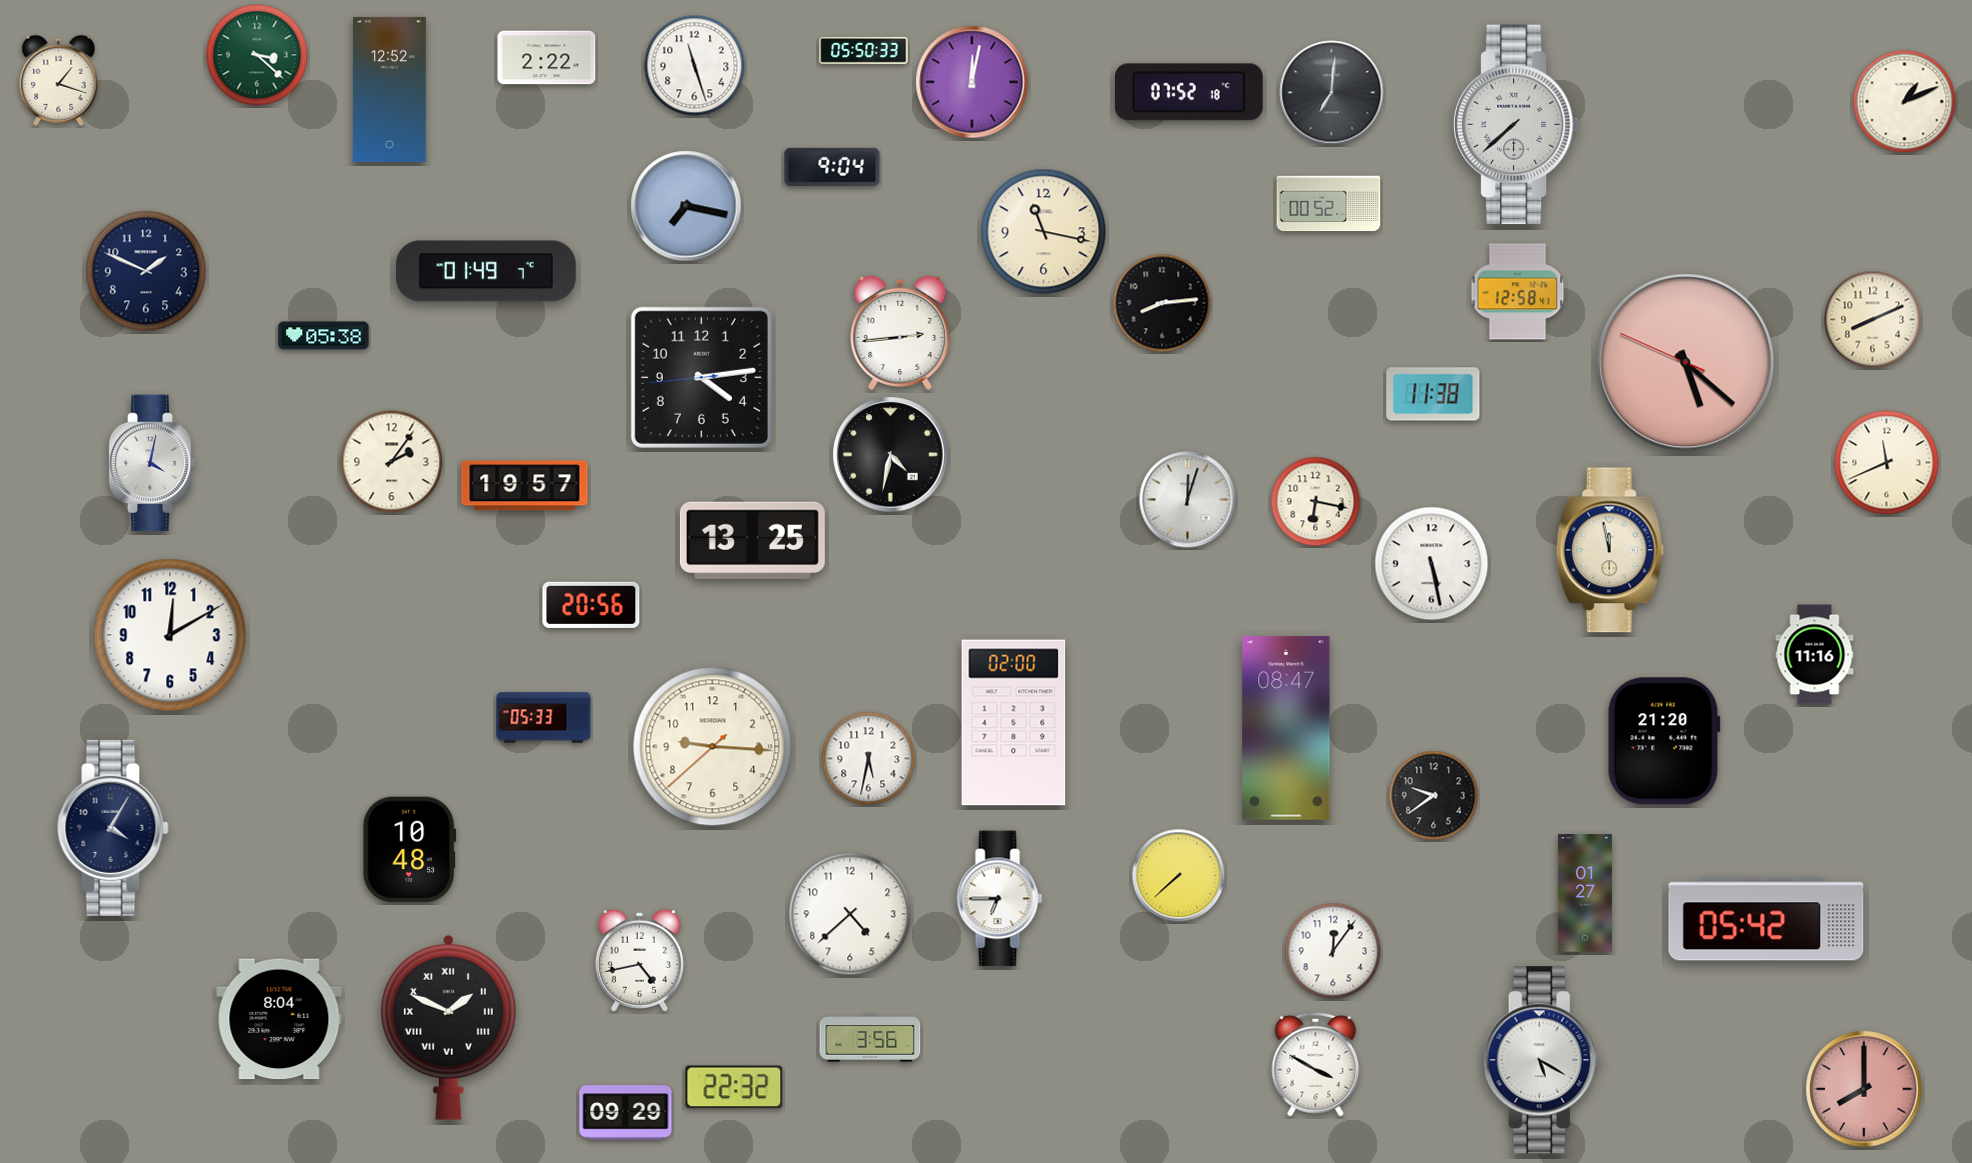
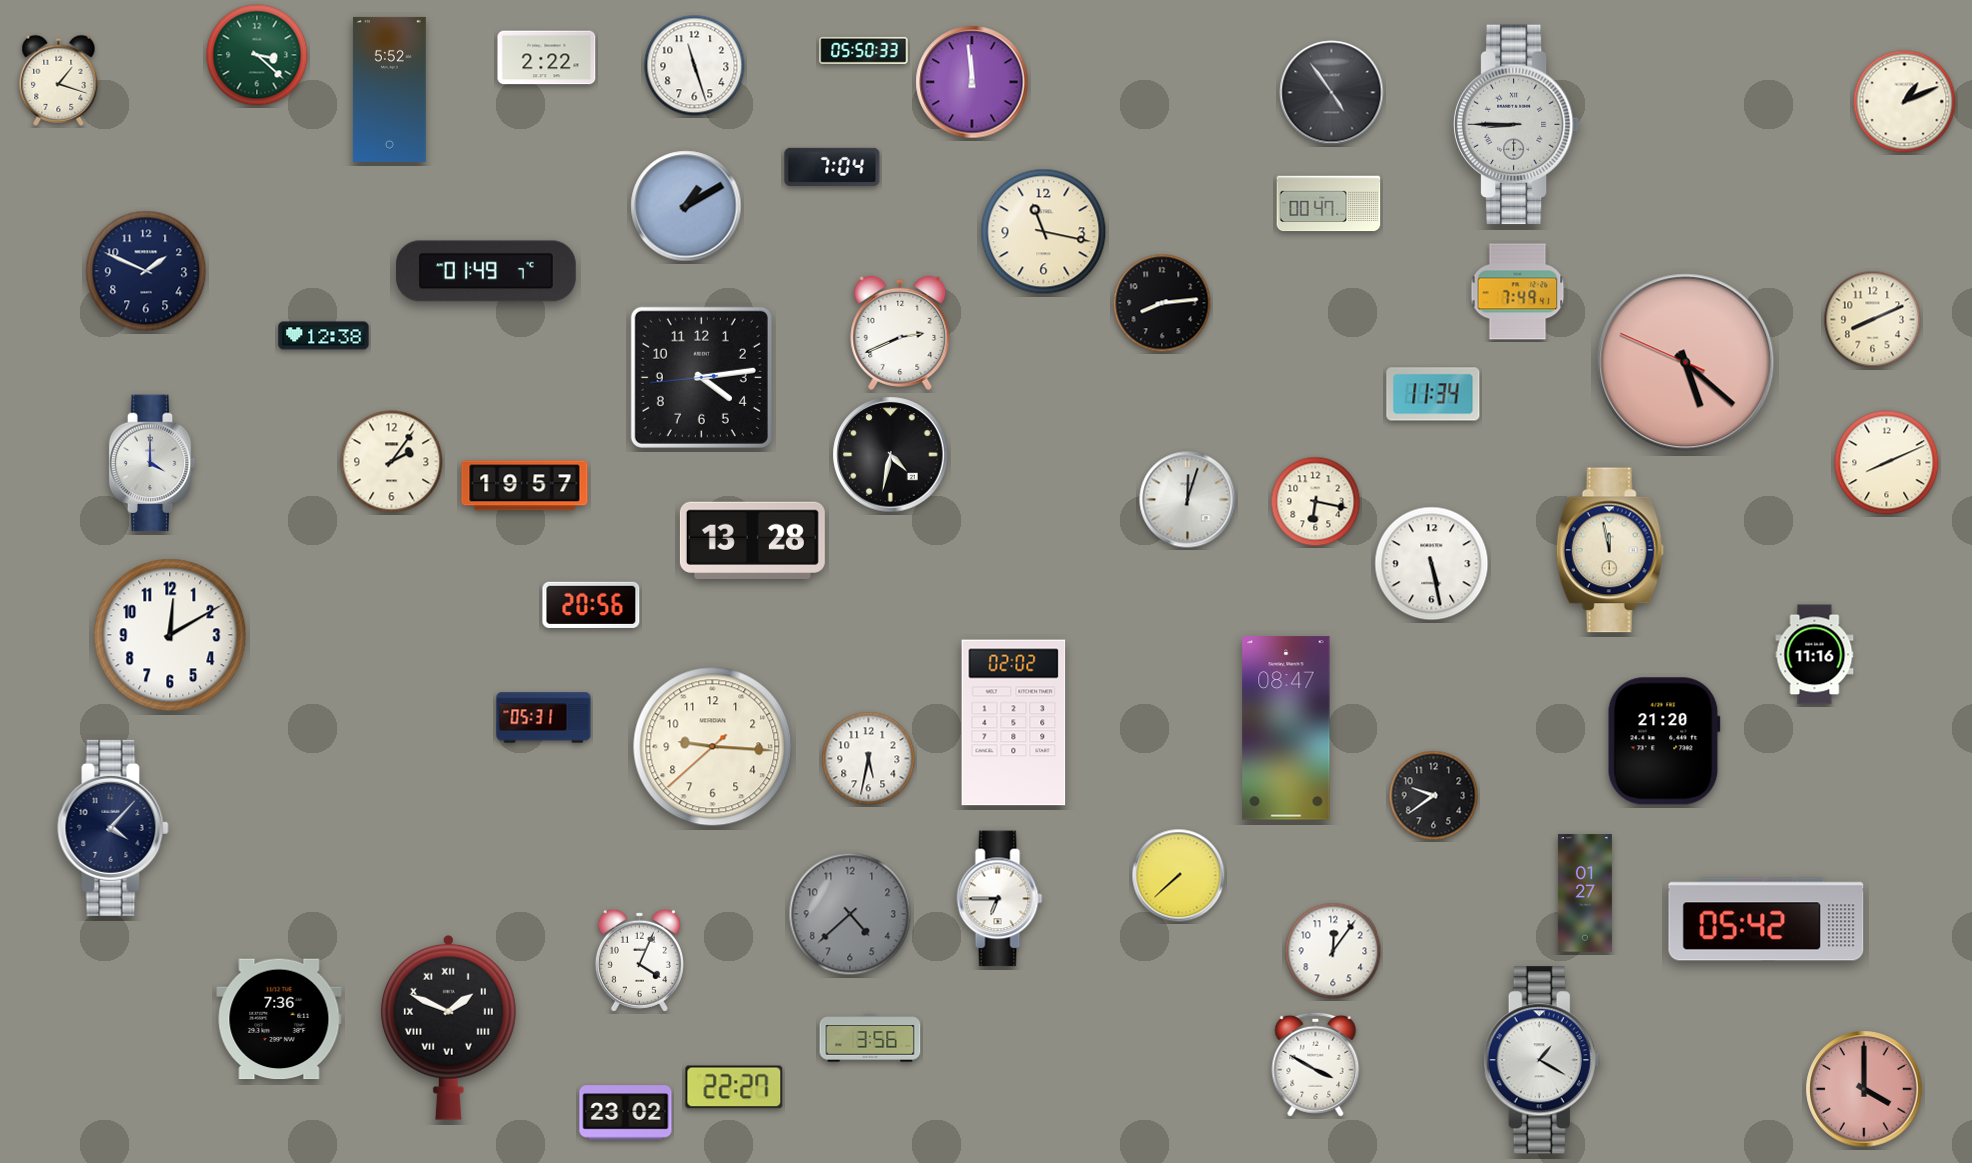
clock at (972, 82): 12:02 -> 11:59
clock at (389, 89): 12:52 -> 5:52
clock at (1189, 92): 07:52 -> none
clock at (1332, 93): 7:01 -> 4:54
clock at (1516, 125): 7:38 -> 8:45
clock at (832, 167): 9:04 -> 7:04
clock at (1329, 204): 00:52 -> 00:47
clock at (686, 206): 7:17 -> 1:10
clock at (1518, 292): 12:58 -> 7:49
clock at (900, 333): 2:44 -> 2:41
clock at (324, 336): 05:38 -> 12:38
clock at (1433, 394): 11:38 -> 11:34
clock at (152, 463): 4:02 -> 4:00
clock at (1887, 463): 11:41 -> 8:11
clock at (752, 540): 13:25 -> 13:28
clock at (544, 718): 05:33 -> 05:31
clock at (1014, 723): 02:00 -> 02:02
clock at (113, 828): 4:05 -> 4:07
clock at (410, 850): 10:48 -> none
clock at (850, 914) dial: white -> grey
clock at (639, 960): 4:43 -> 4:04
clock at (279, 1019): 8:04 -> 7:36
clock at (1542, 1060): 5:20 -> 1:20
clock at (734, 1087): 22:32 -> 22:27
clock at (1864, 1089): 8:00 -> 4:00
clock at (626, 1113): 09:29 -> 23:02
